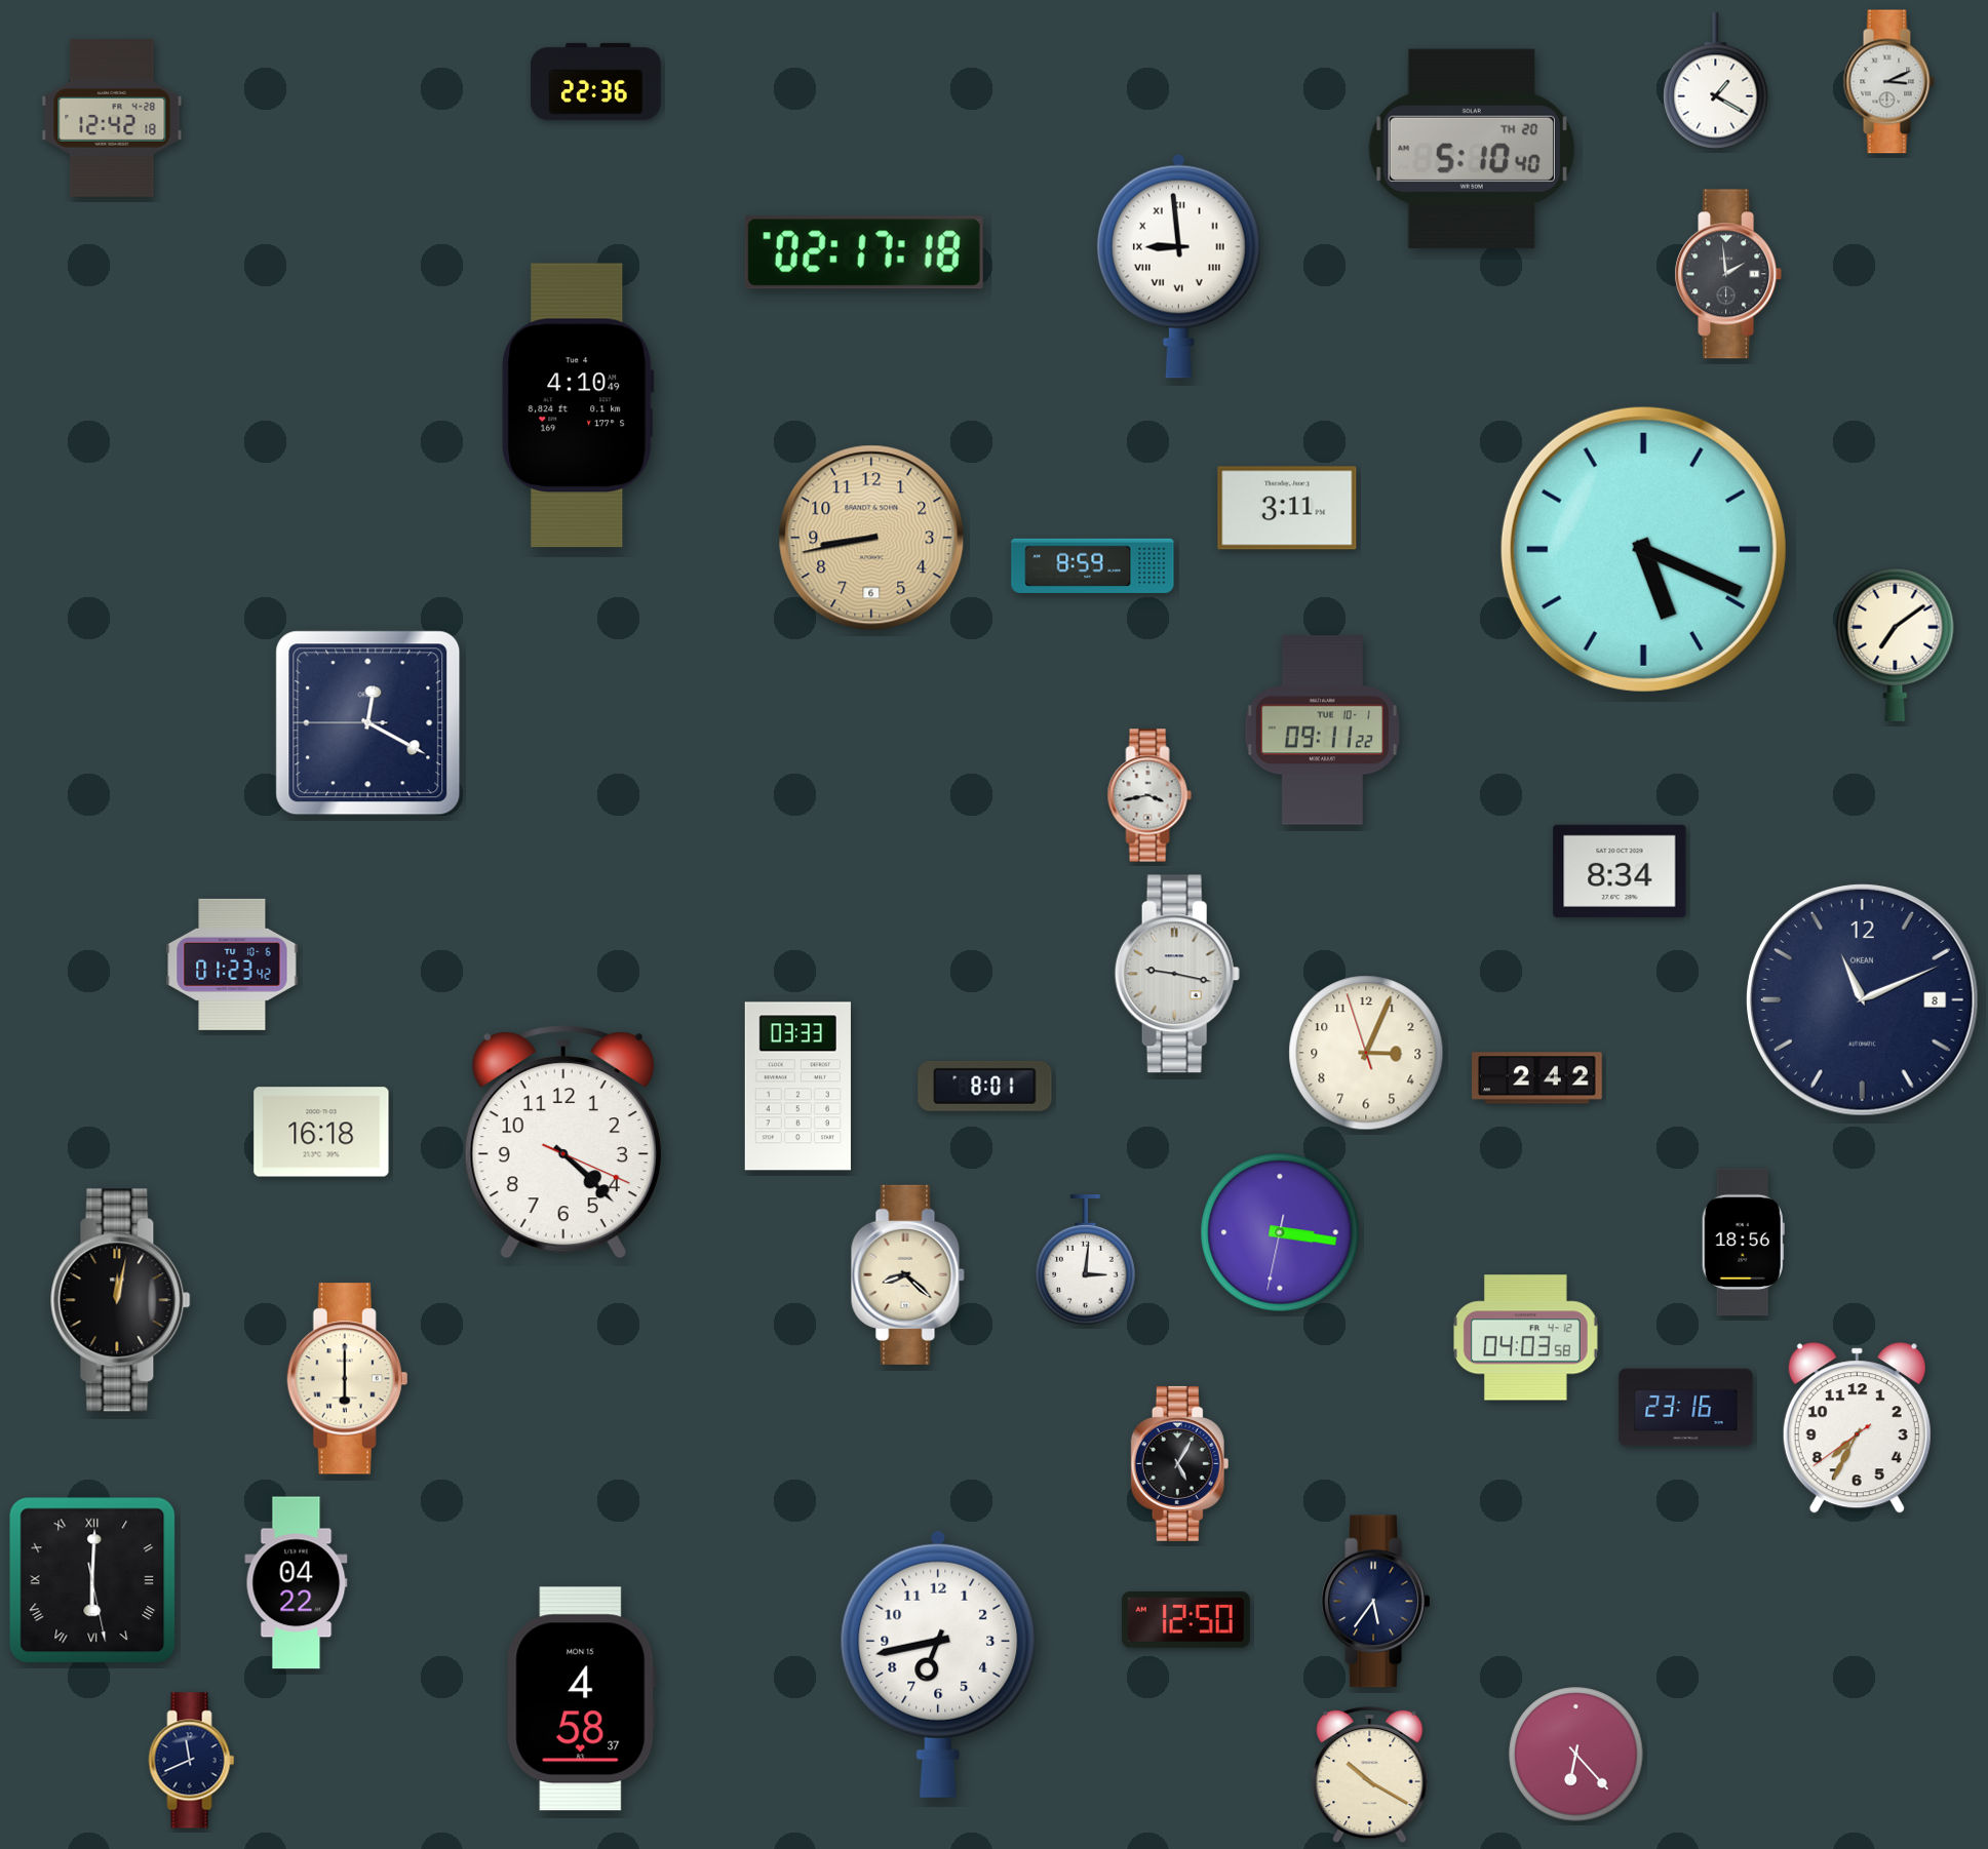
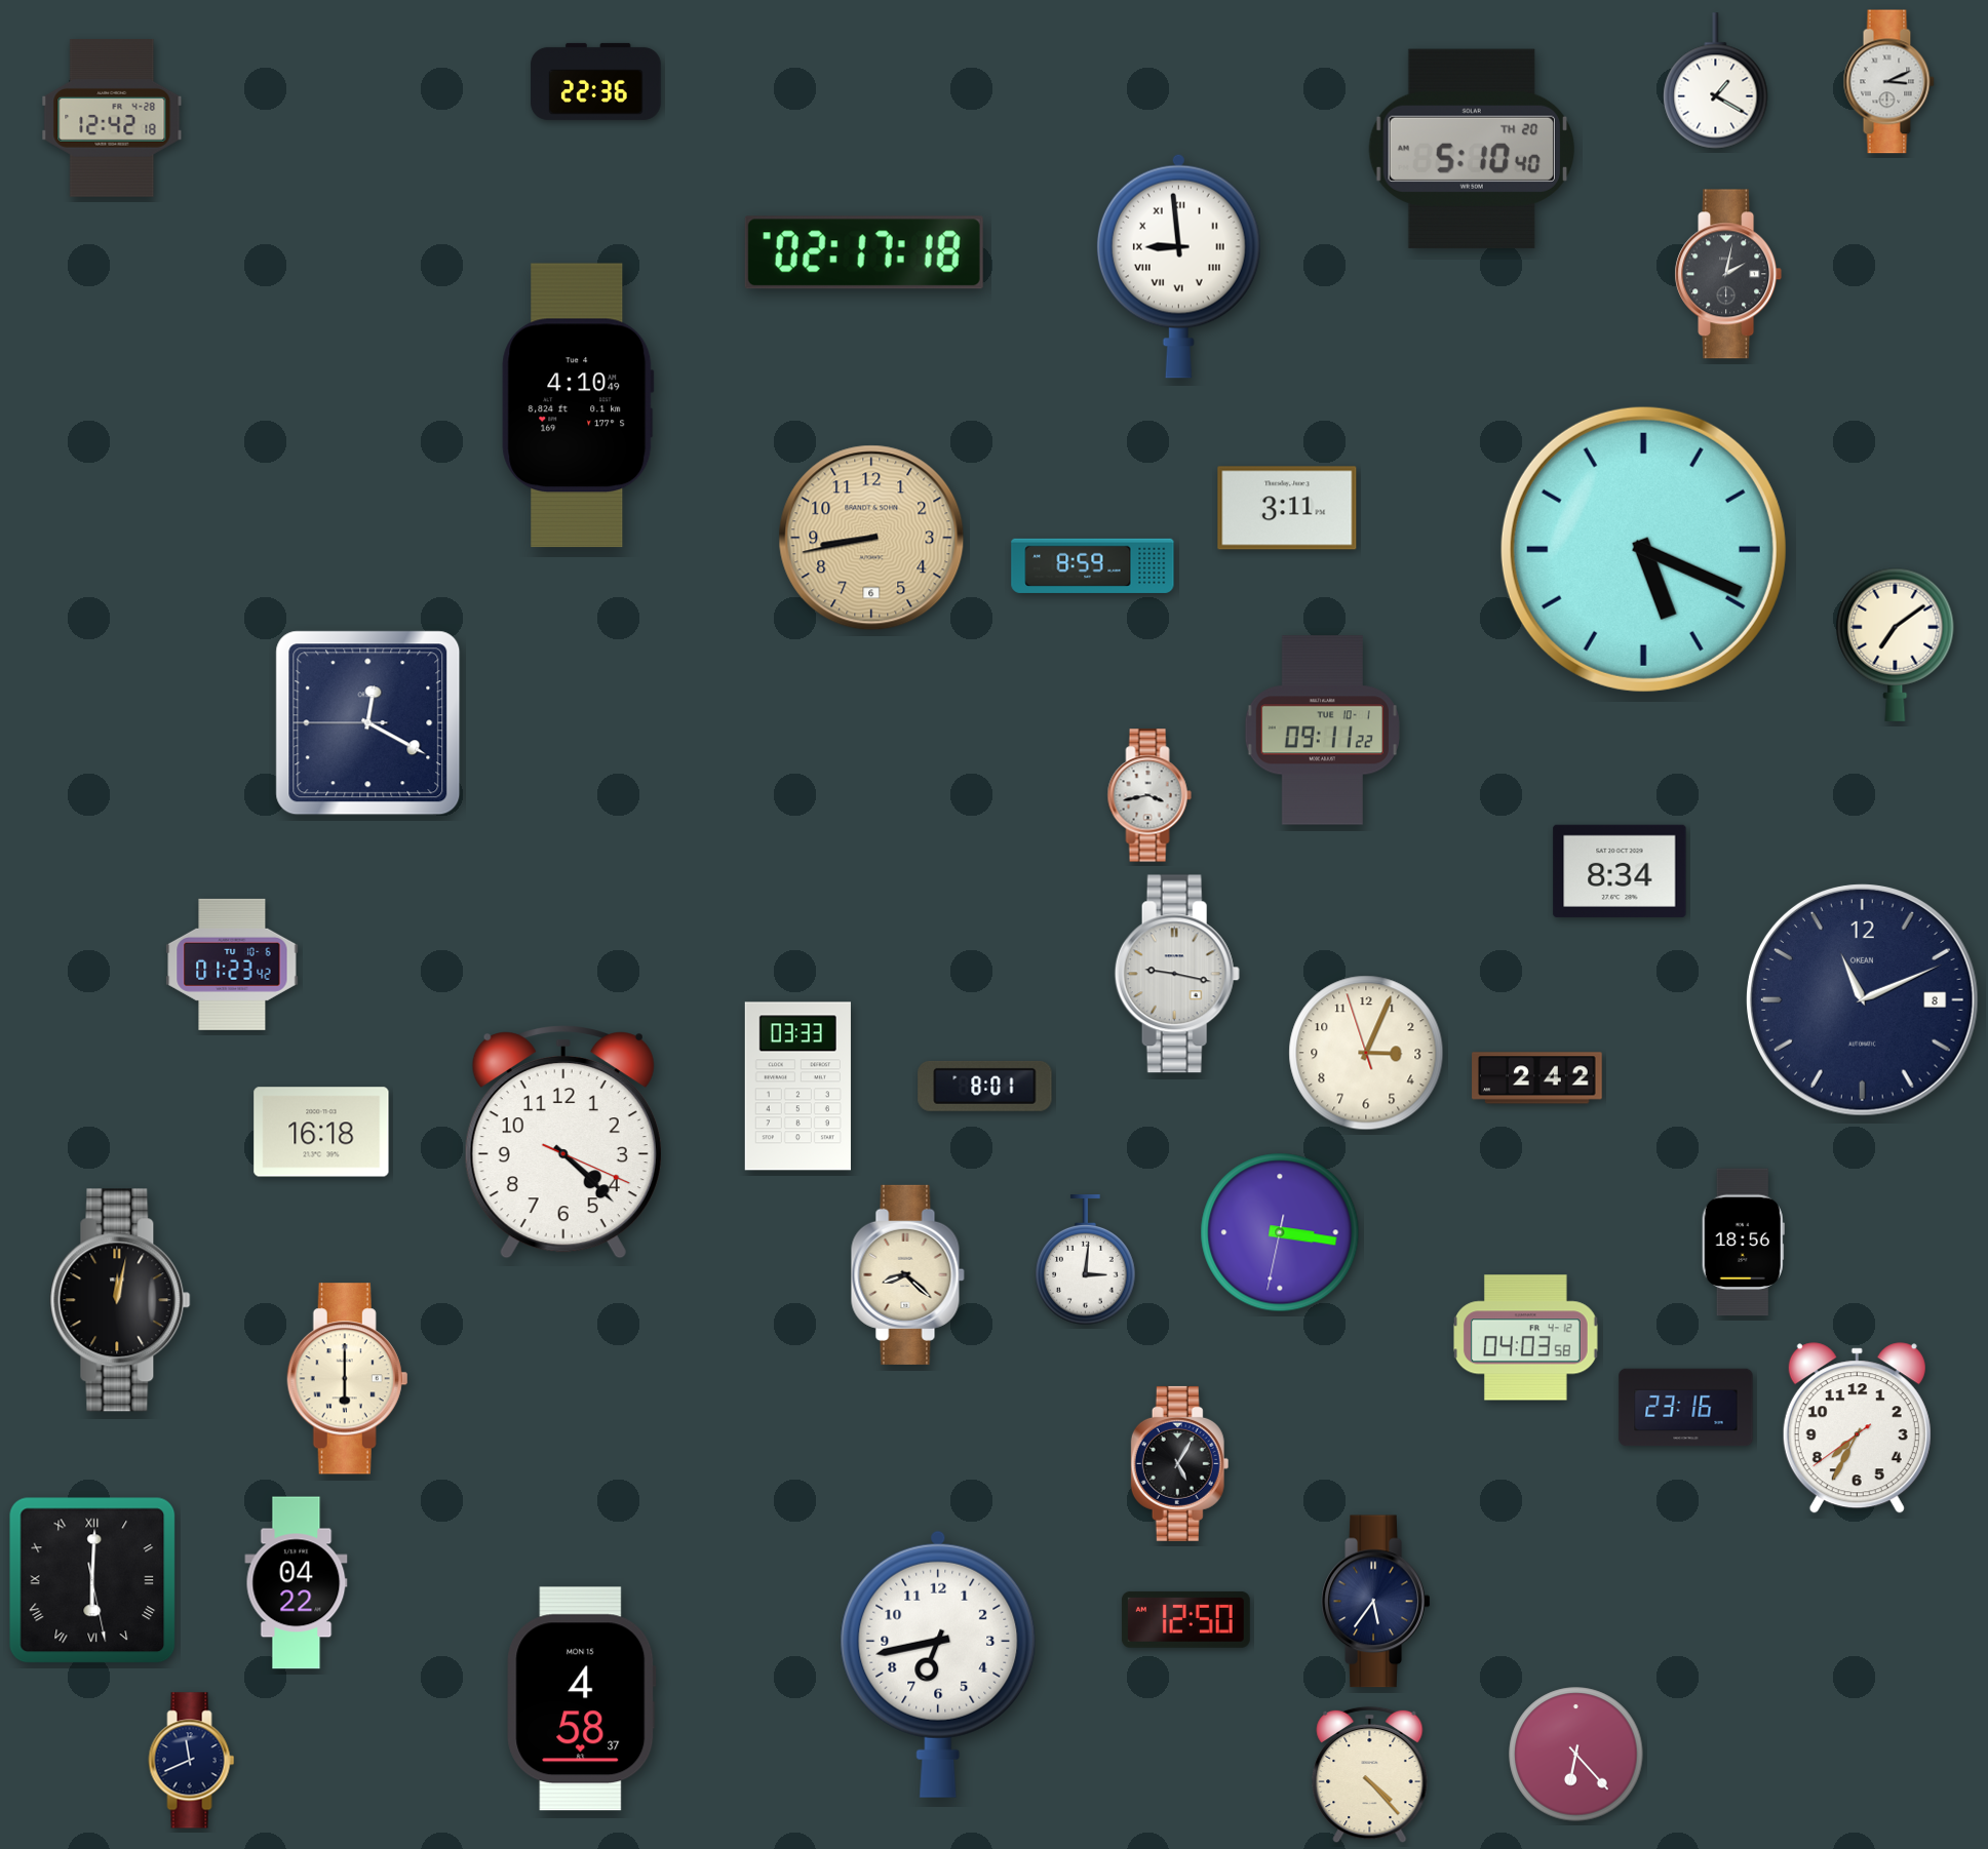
clock at (1728, 274): 1:59 -> 2:02
clock at (1370, 1775): 10:20 -> 4:23
